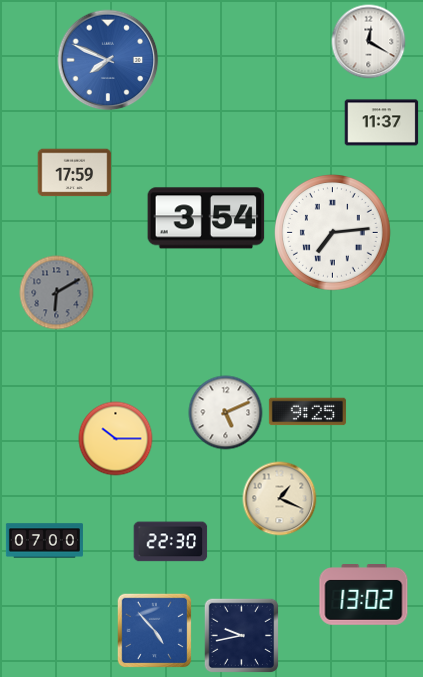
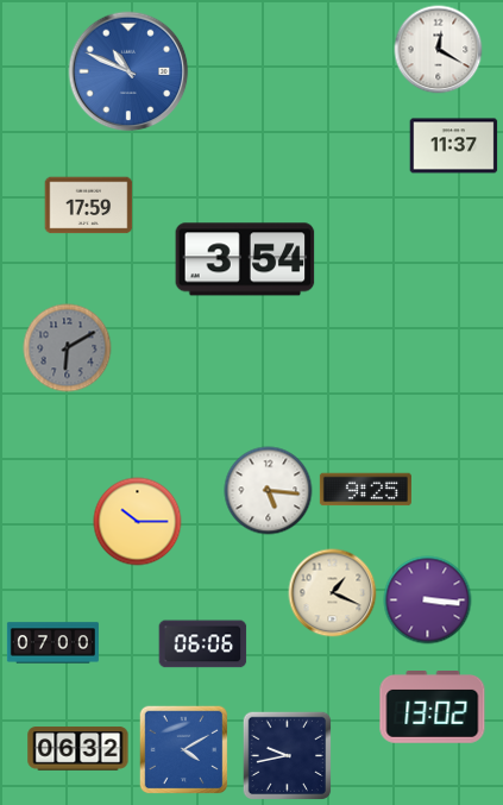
clock at (108, 60): 7:49 -> 10:49
clock at (333, 233): 7:14 -> none
clock at (226, 413): 5:11 -> 5:16
clock at (428, 600): none -> 3:16
clock at (171, 542): 22:30 -> 06:06
clock at (78, 749): none -> 06:32
clock at (155, 631): 4:53 -> 4:10
